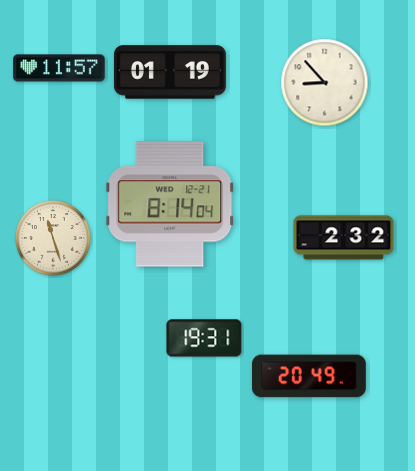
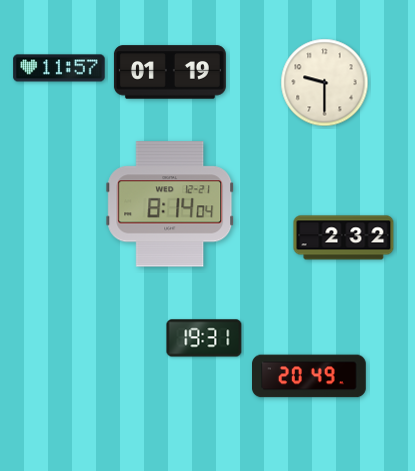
clock at (325, 83): 8:53 -> 9:30
clock at (53, 238): 11:27 -> none
